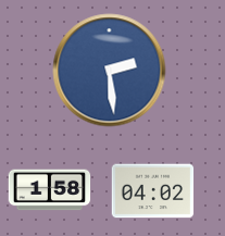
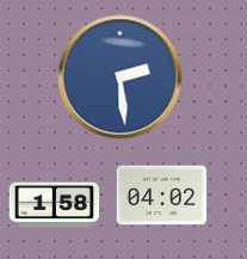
clock at (50, 190) position: (50, 190) -> (55, 205)
clock at (153, 191) position: (153, 191) -> (162, 196)
